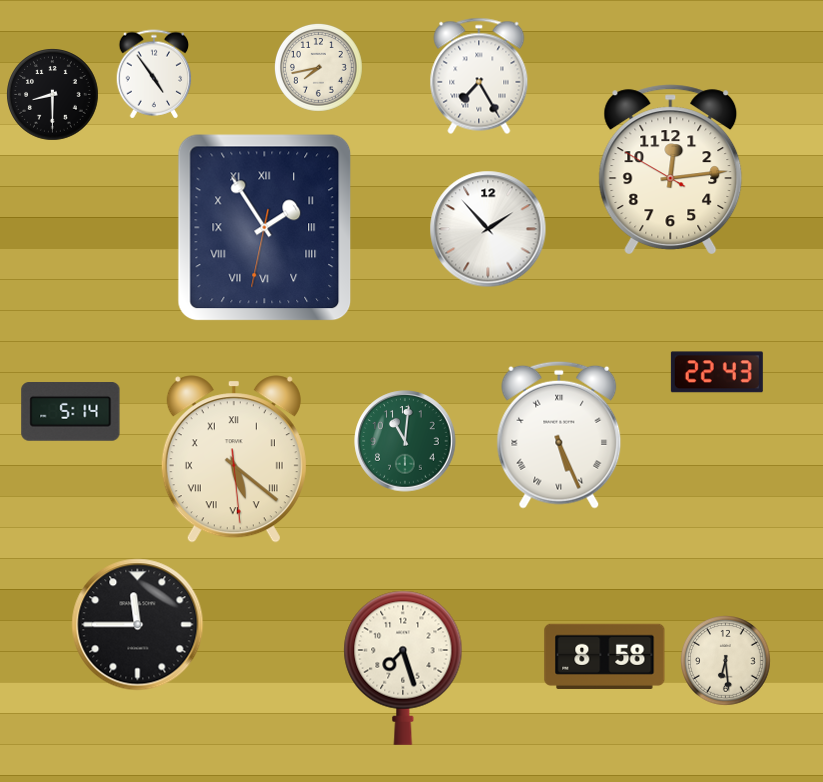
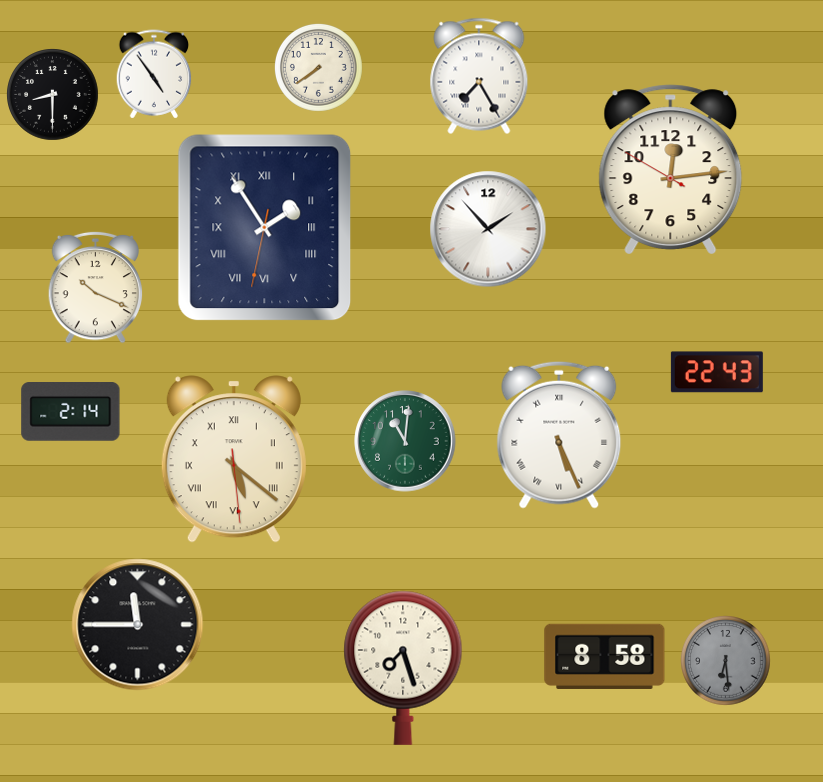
clock at (318, 67): 7:43 -> 7:39
clock at (96, 287): none -> 10:19
clock at (71, 412): 5:14 -> 2:14
clock at (726, 661) dial: cream -> grey
